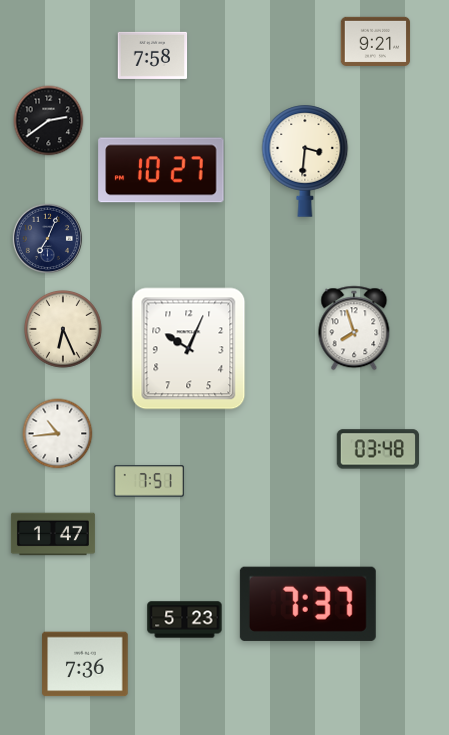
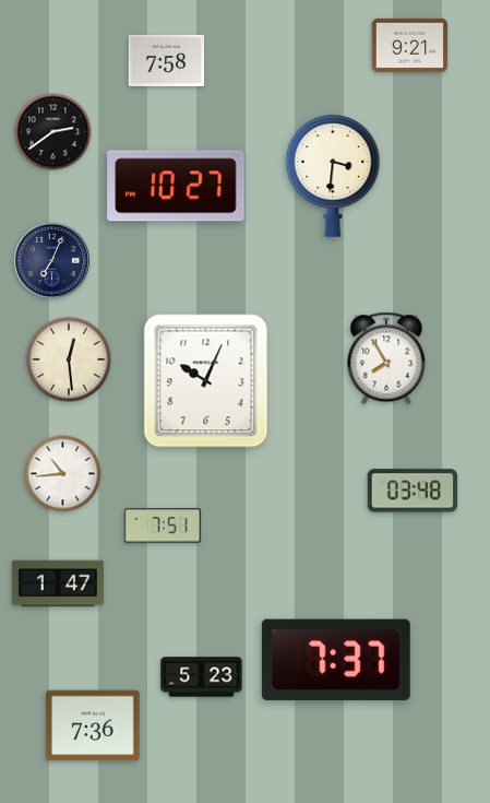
clock at (354, 328): 7:57 -> 7:55
clock at (64, 330): 6:26 -> 12:29
